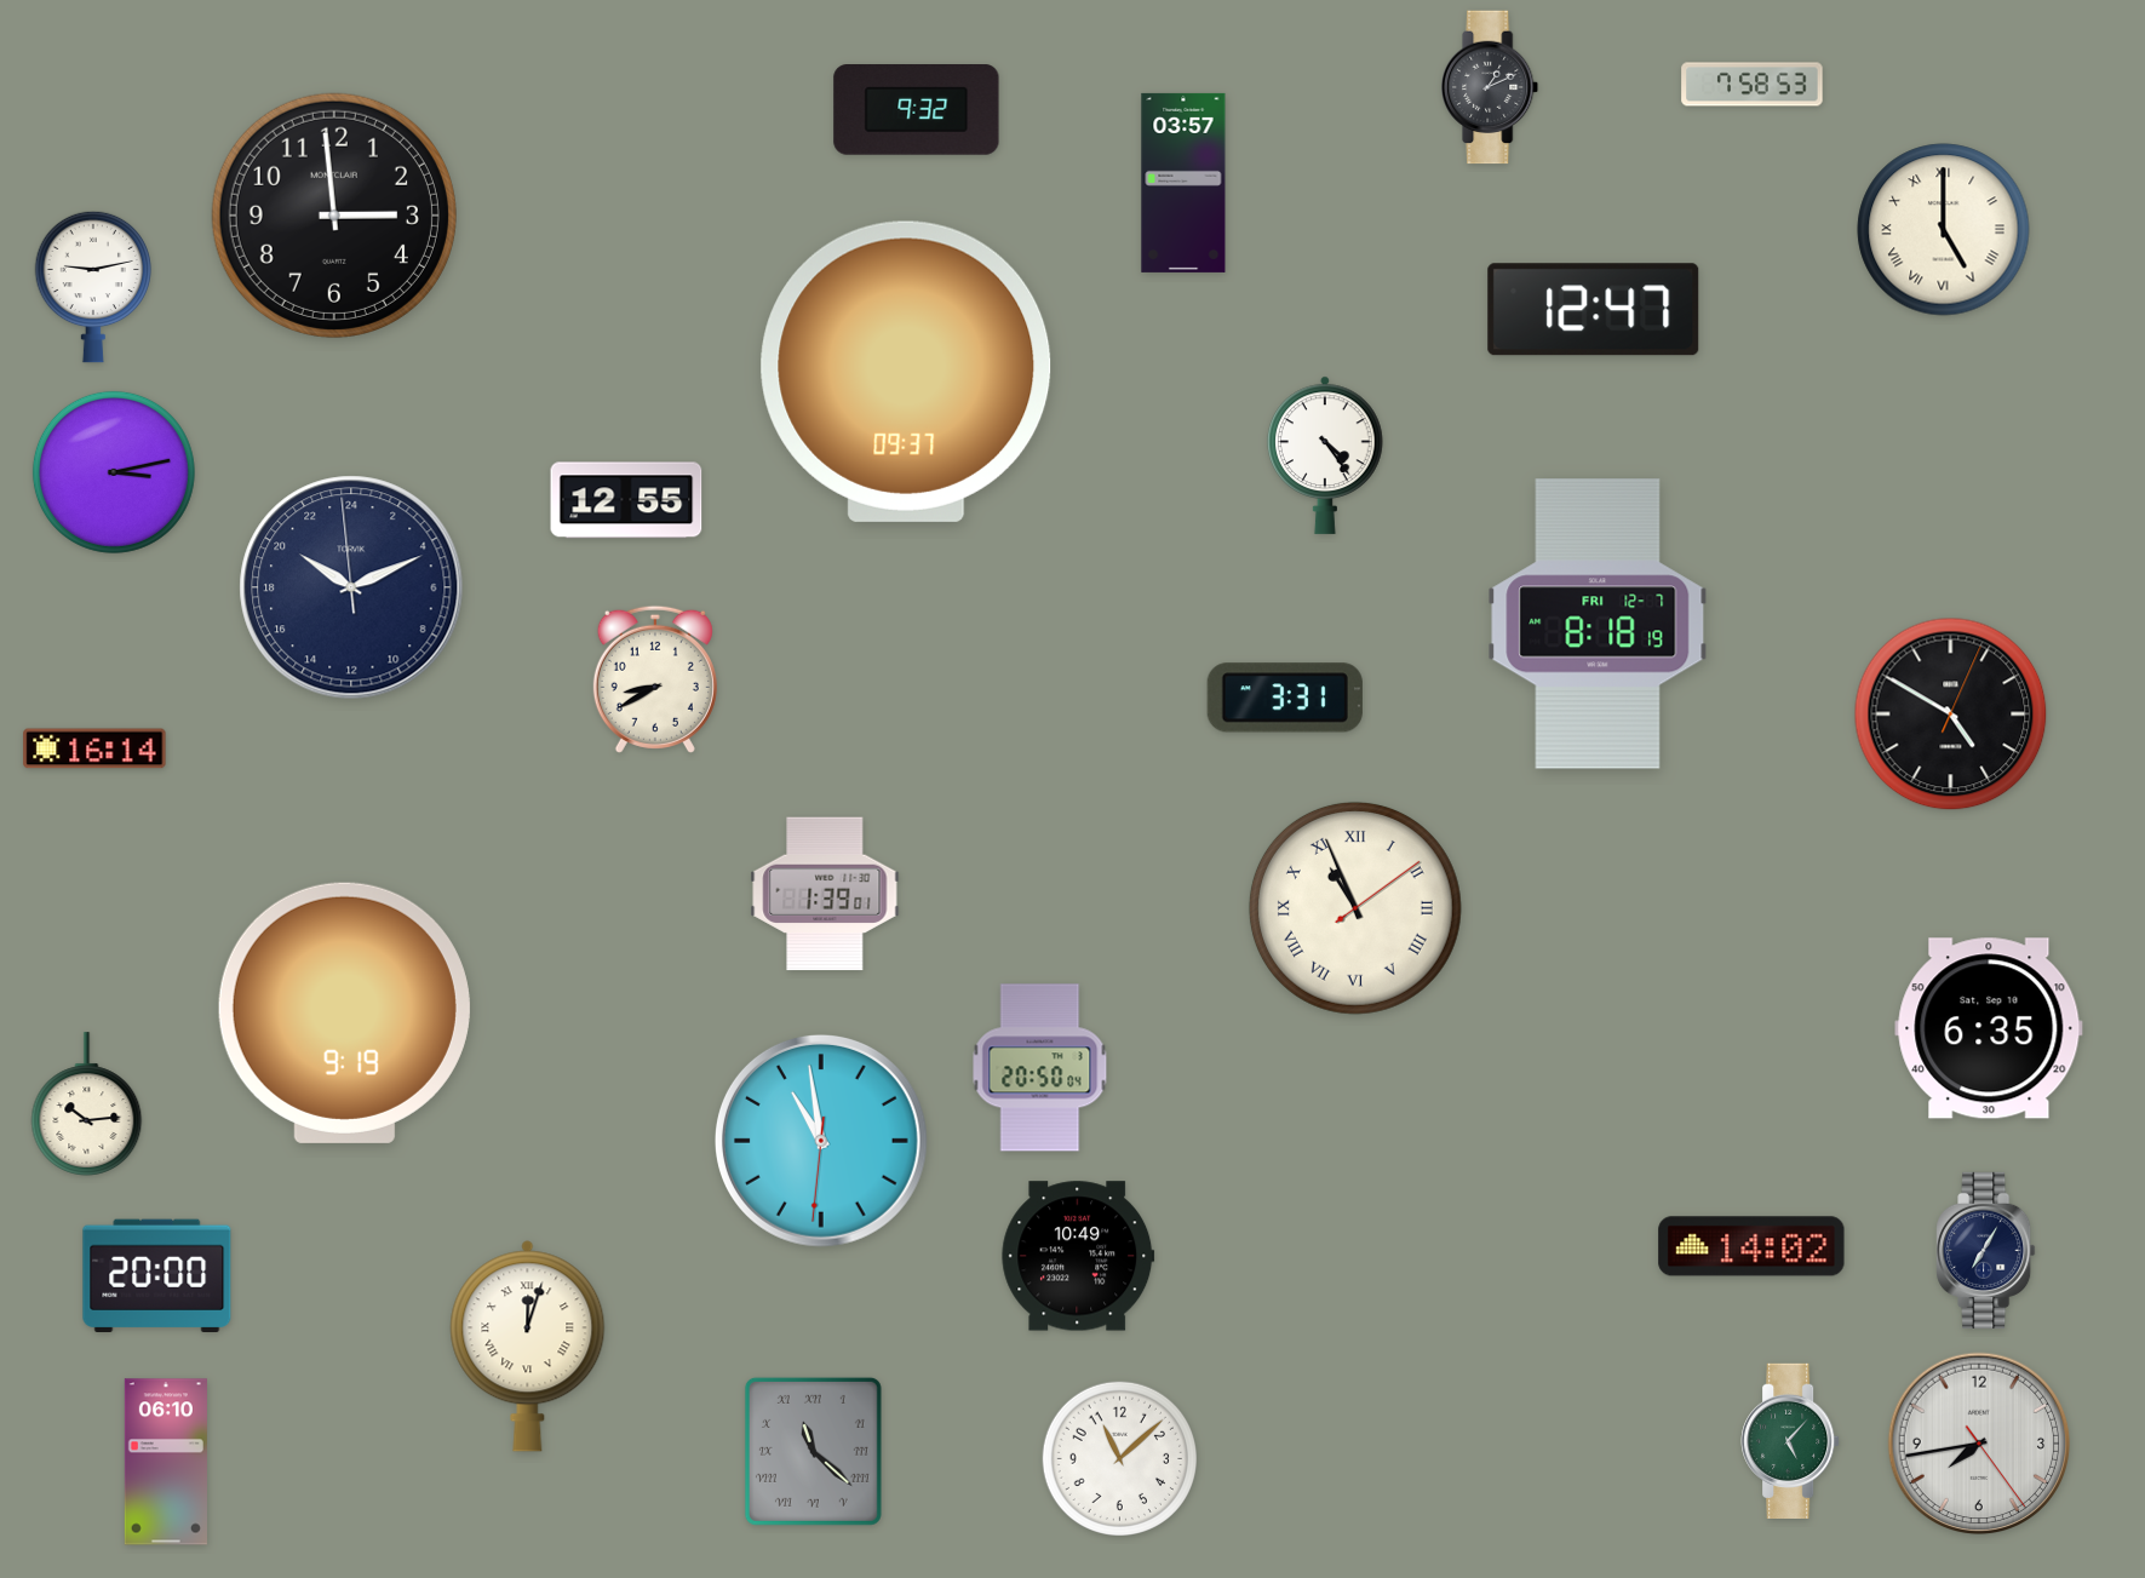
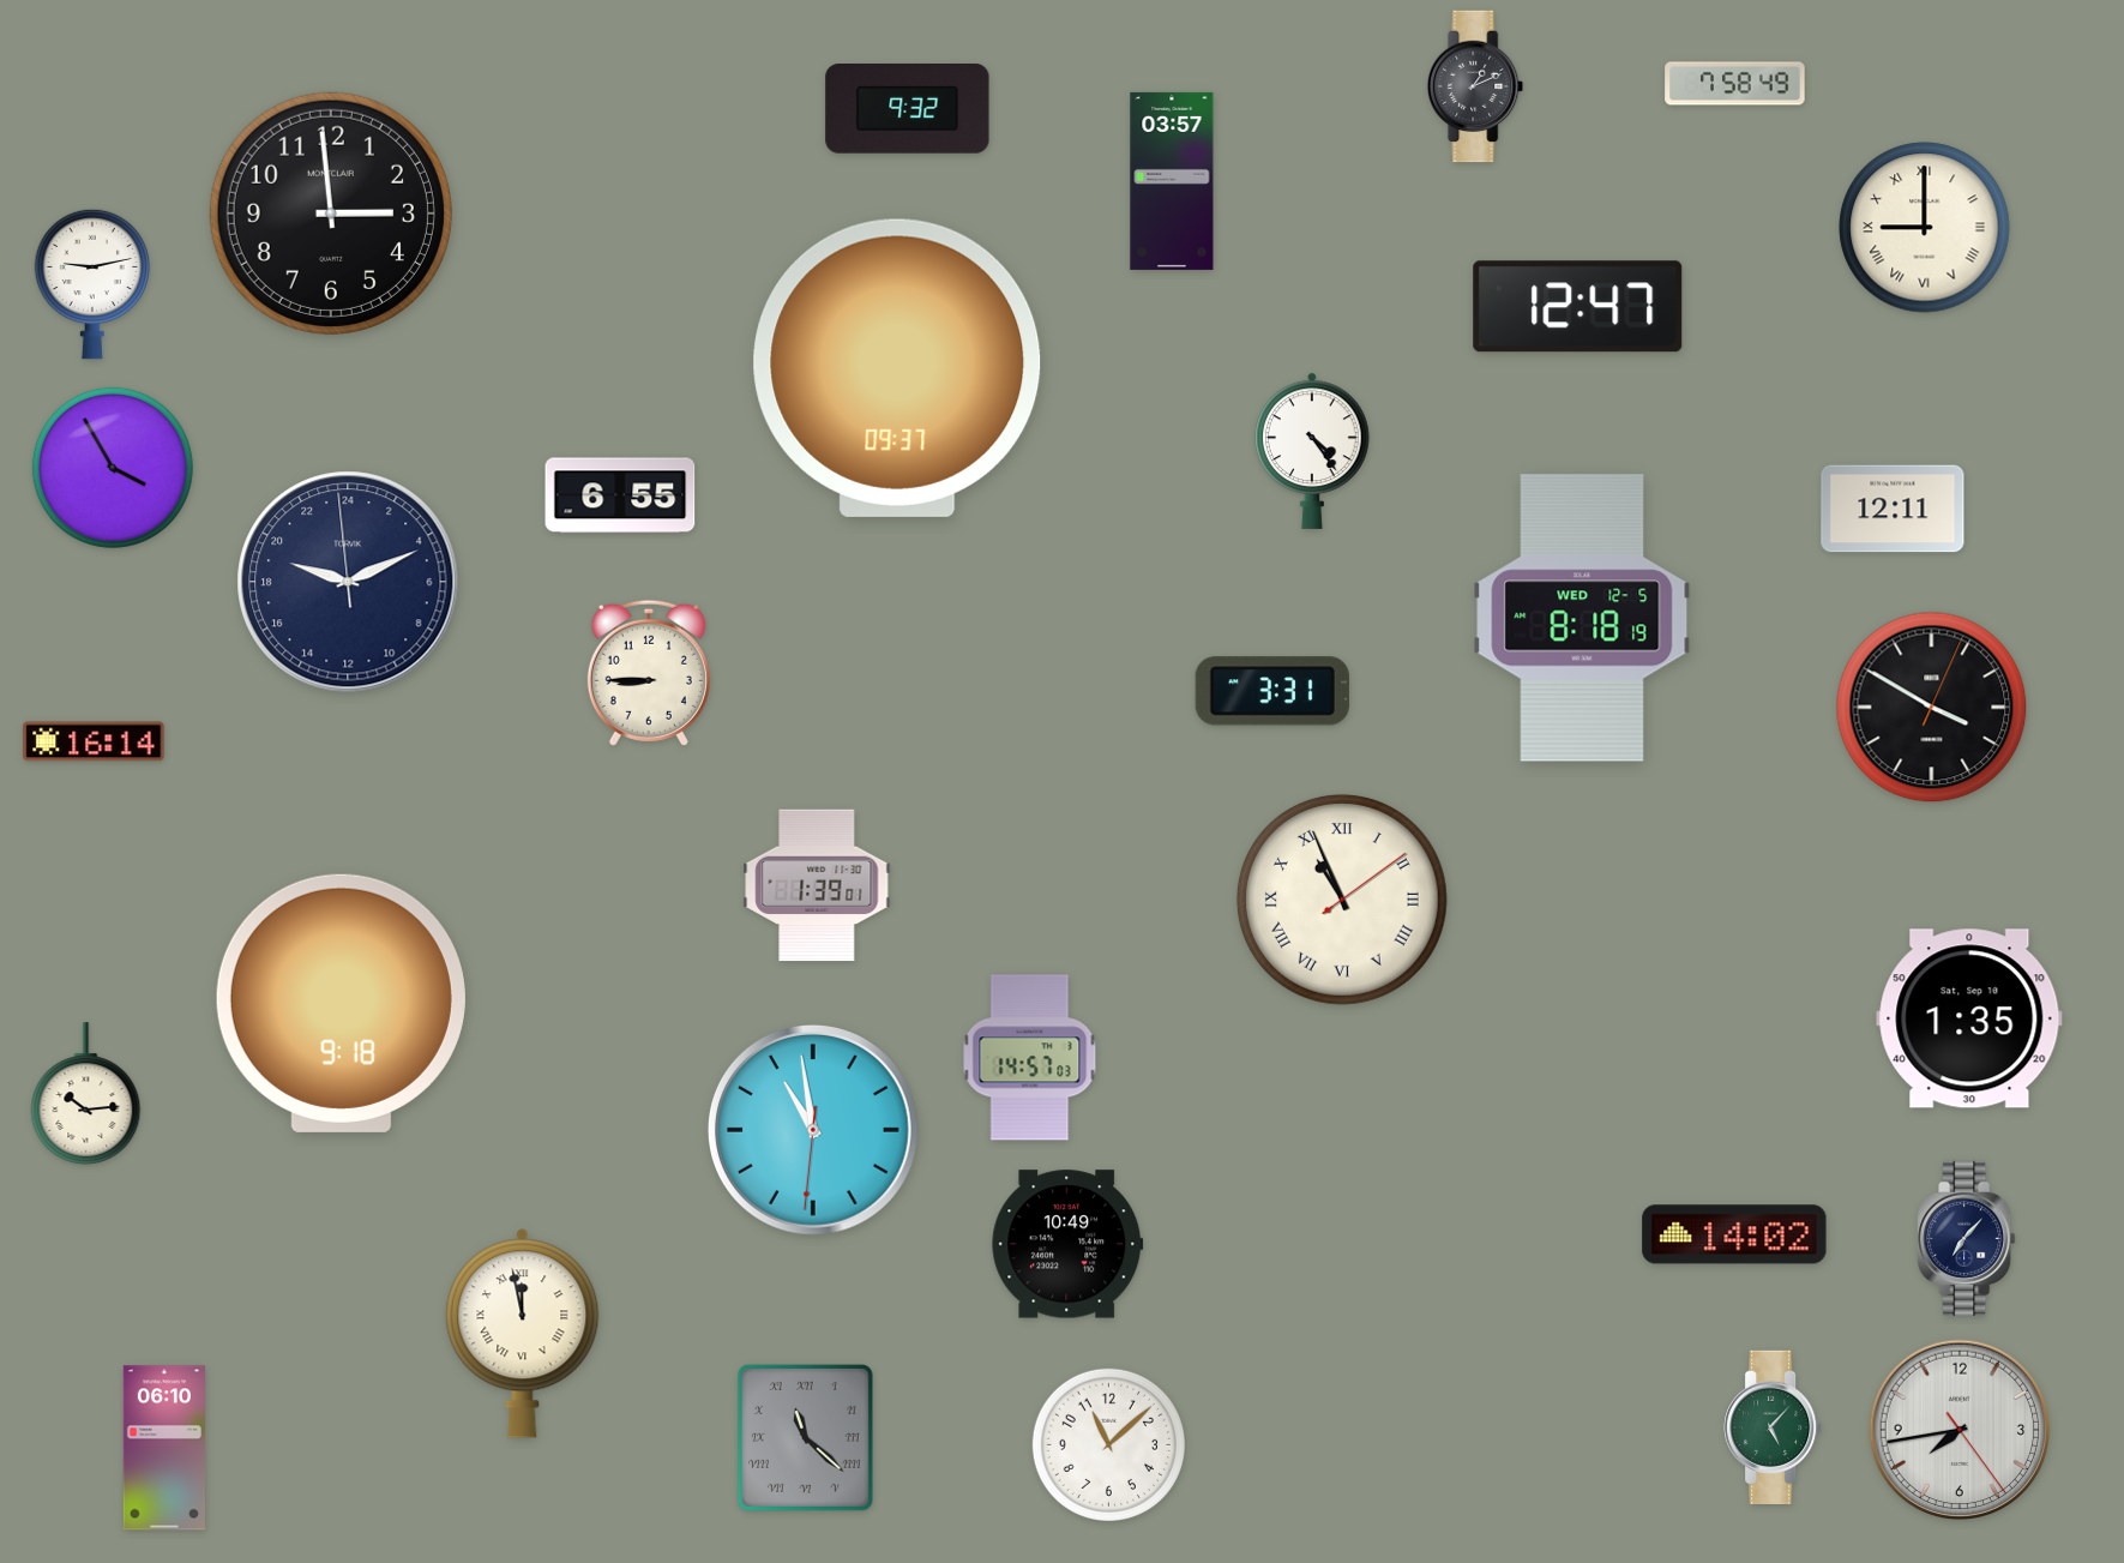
clock at (1753, 85): 7:58:53 -> 7:58:49
clock at (1944, 230): 5:00 -> 9:00
clock at (114, 472): 3:13 -> 3:55
clock at (626, 500): 12:55 -> 6:55
clock at (1893, 509): none -> 12:11
clock at (351, 587): 20:10 -> 19:10
clock at (1598, 624) date: FRI 12-7 -> WED 12-5
clock at (655, 679): 8:40 -> 8:45
clock at (1951, 715): 4:50 -> 3:50
clock at (344, 1012): 9:19 -> 9:18
clock at (1989, 1028): 6:35 -> 1:35
clock at (1040, 1068): 20:50 -> 14:57
clock at (1986, 1250): 7:05 -> 7:07
clock at (157, 1275): 20:00 -> none
clock at (528, 1347): 12:03 -> 11:58
